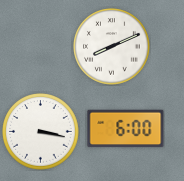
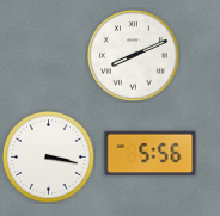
clock at (126, 129): 6:00 -> 5:56
